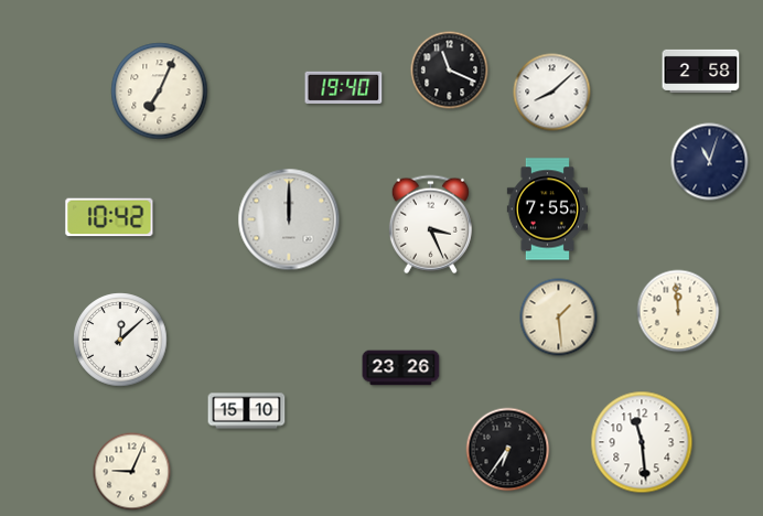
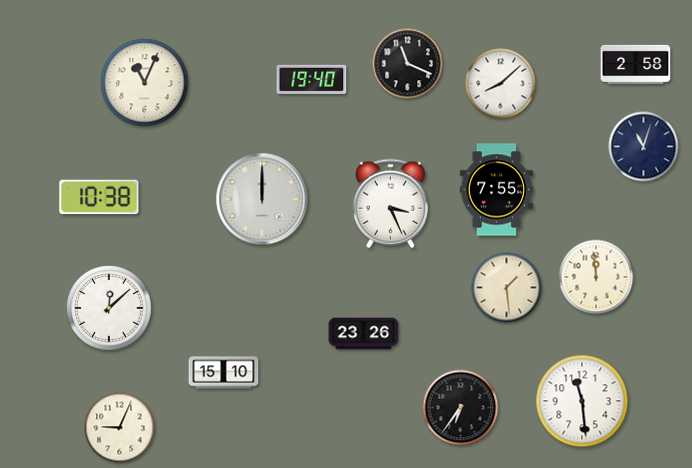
clock at (160, 92): 7:04 -> 11:04
clock at (109, 217): 10:42 -> 10:38
clock at (678, 311) position: (678, 311) -> (596, 277)
